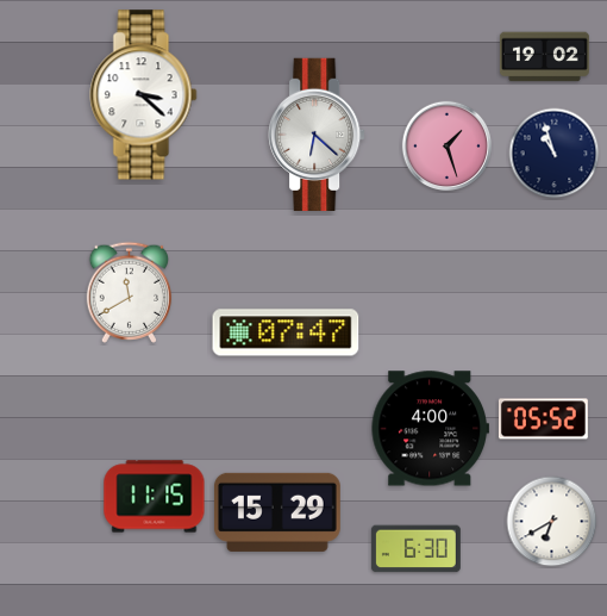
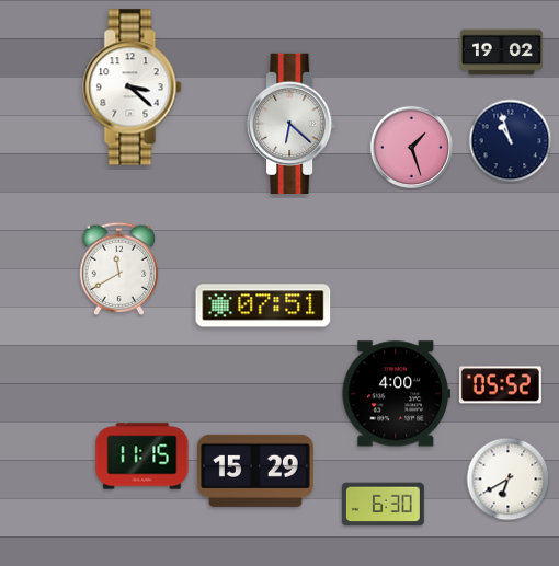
clock at (448, 147) position: (448, 147) -> (412, 148)
clock at (286, 332): 07:47 -> 07:51
